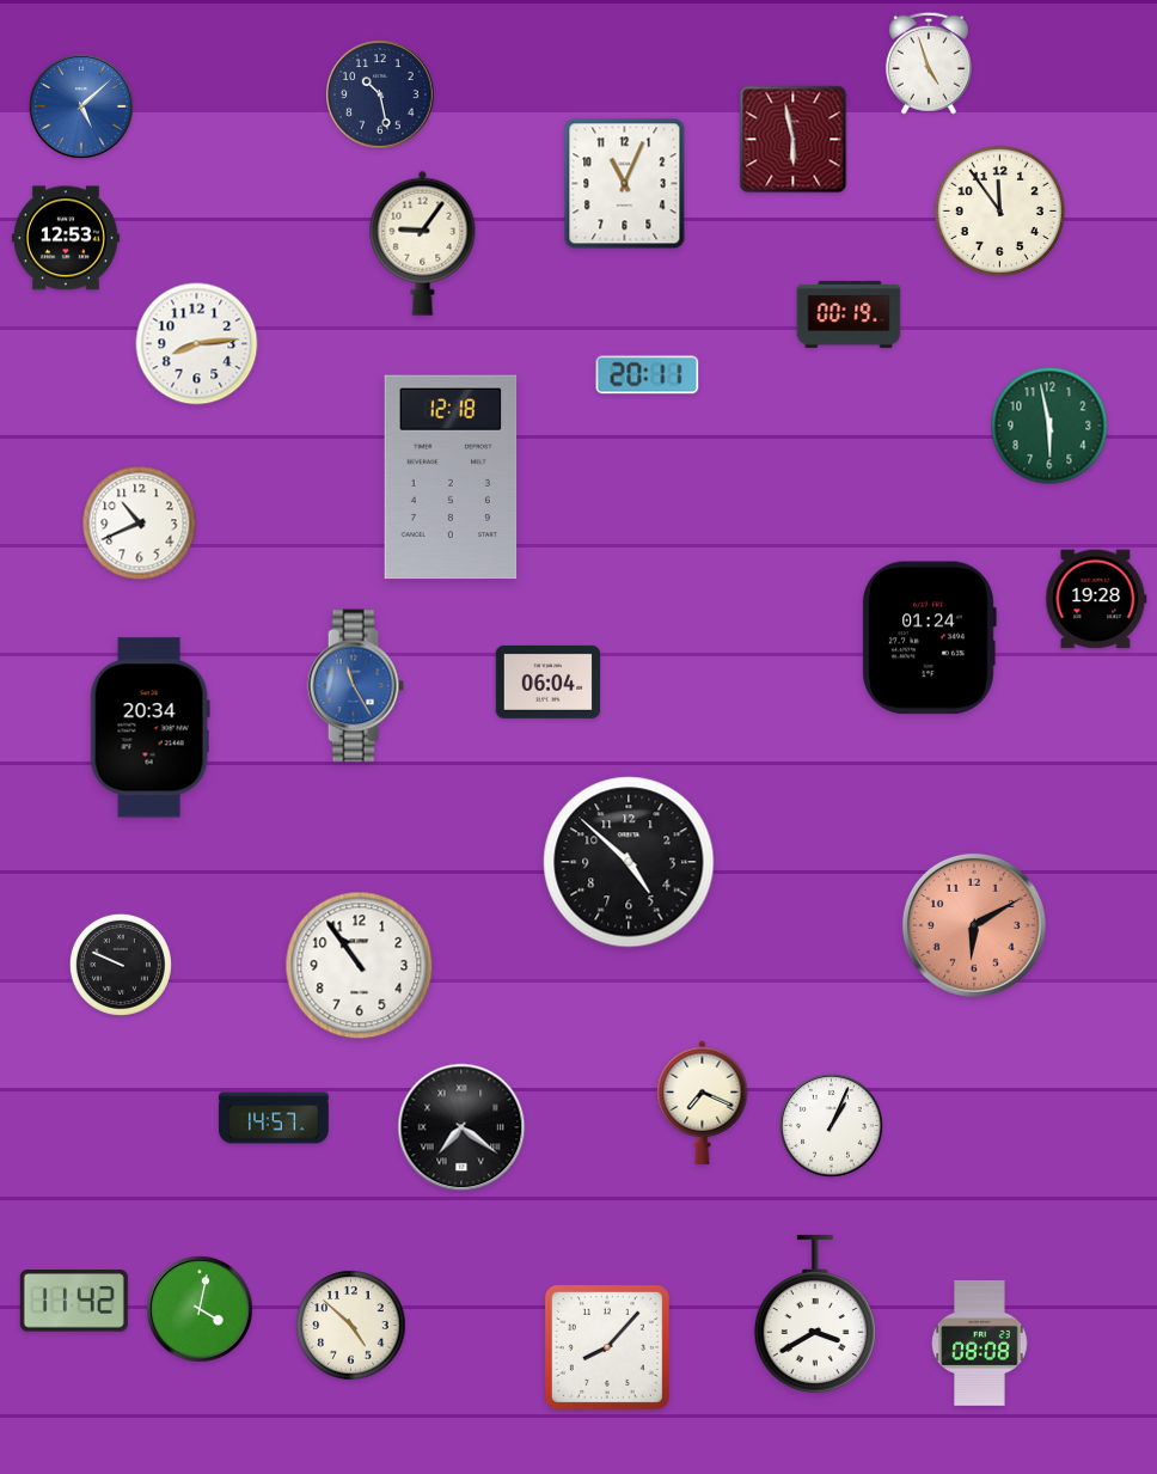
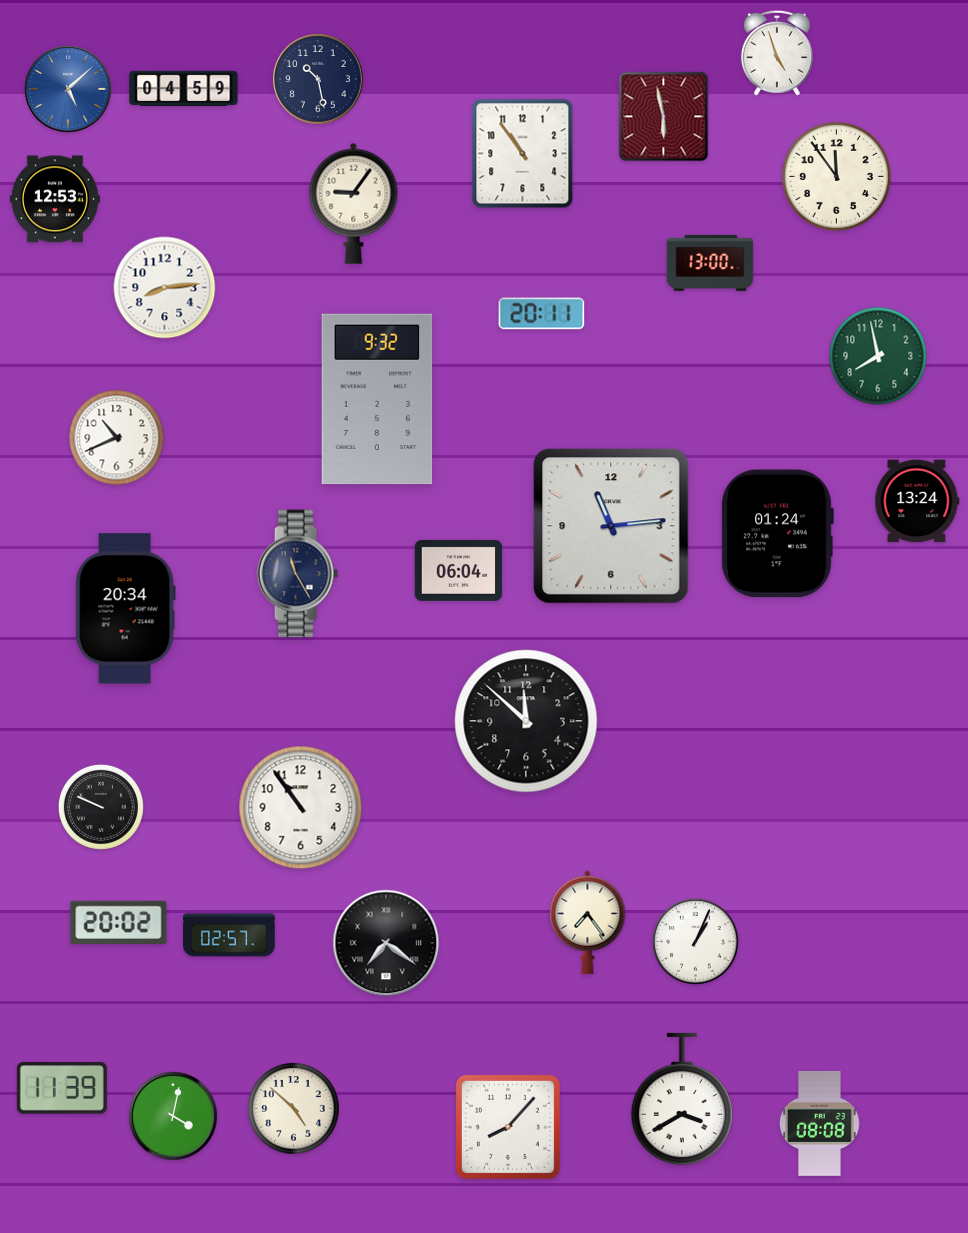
clock at (184, 88): none -> 04:59
clock at (625, 184): 11:04 -> 10:54
clock at (849, 314): 00:19 -> 13:00
clock at (1049, 426): 5:58 -> 7:58
clock at (451, 477): 12:18 -> 9:32
clock at (1096, 599): 19:28 -> 13:24
clock at (611, 526): none -> 11:14
clock at (355, 686) dial: blue -> navy
clock at (629, 862): 4:52 -> 11:52
clock at (974, 925): 6:10 -> none
clock at (119, 922): none -> 20:02
clock at (703, 1102): 7:19 -> 7:24
clock at (274, 1118): 14:57 -> 02:57
clock at (74, 1301): 11:42 -> 11:39
clock at (200, 1309) position: (200, 1309) -> (173, 1116)
